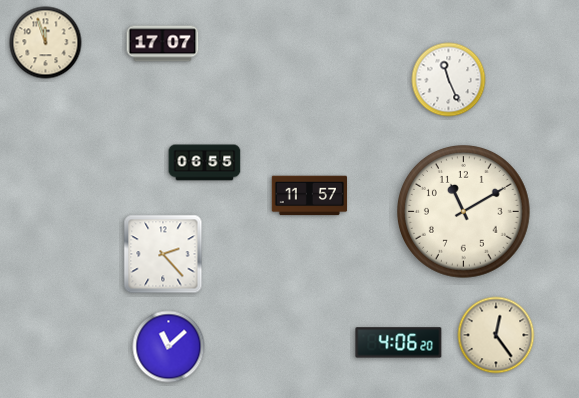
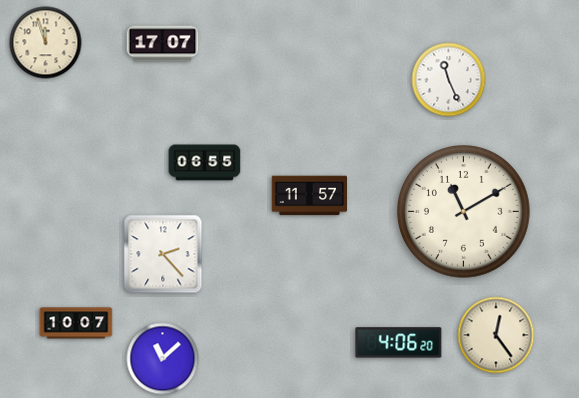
clock at (76, 323): none -> 10:07
clock at (169, 347) position: (169, 347) -> (163, 359)
